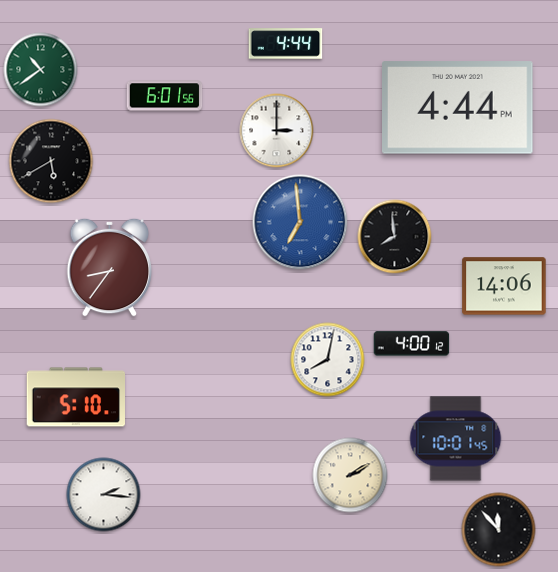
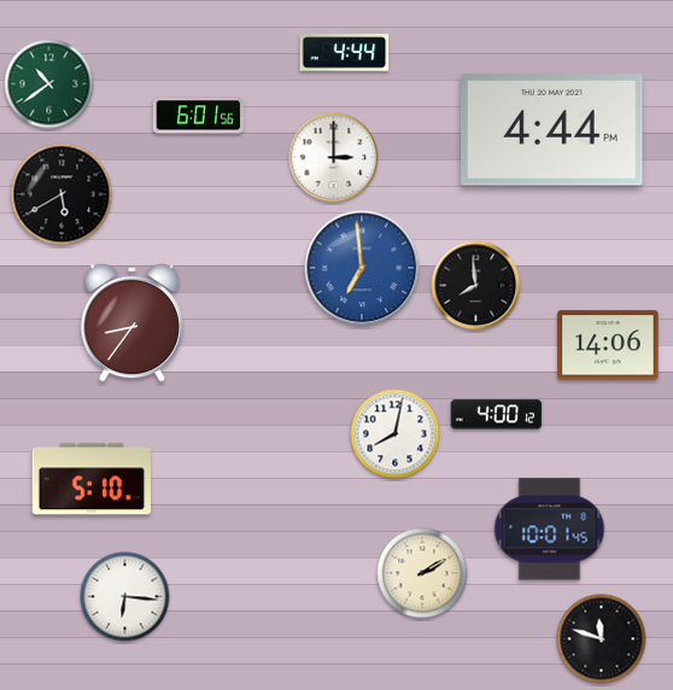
clock at (104, 495): 2:16 -> 6:16
clock at (499, 530): 11:53 -> 11:48
